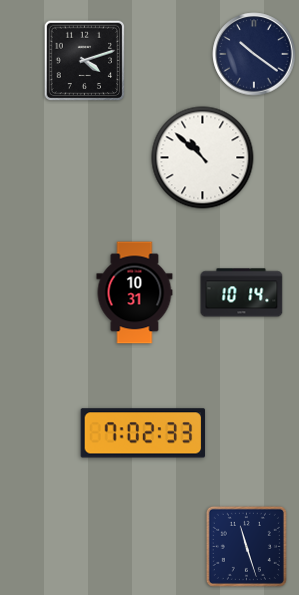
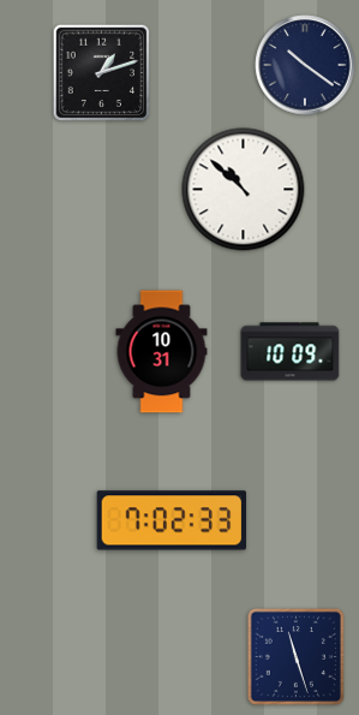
clock at (85, 61): 4:12 -> 1:12
clock at (242, 293): 10:14 -> 10:09
